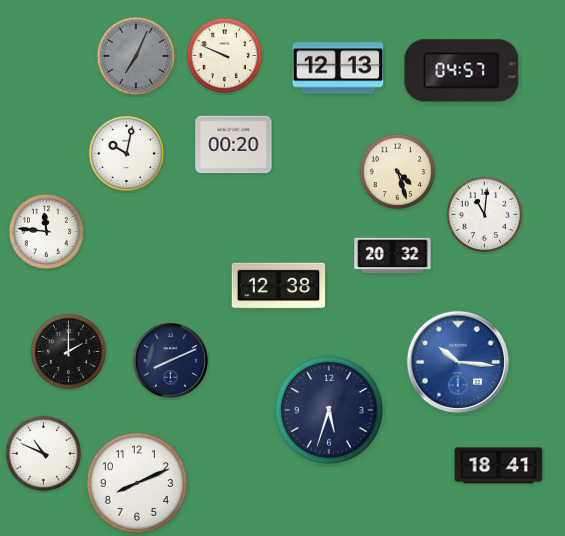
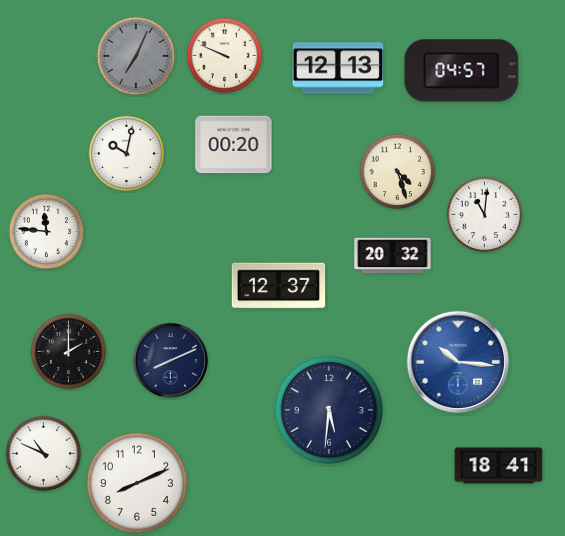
clock at (279, 286): 12:38 -> 12:37
clock at (329, 410): 5:33 -> 5:31
